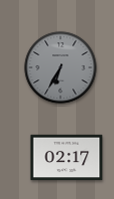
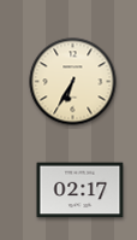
clock at (61, 68) dial: grey -> cream
